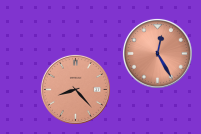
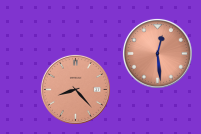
clock at (157, 53): 12:25 -> 12:29
